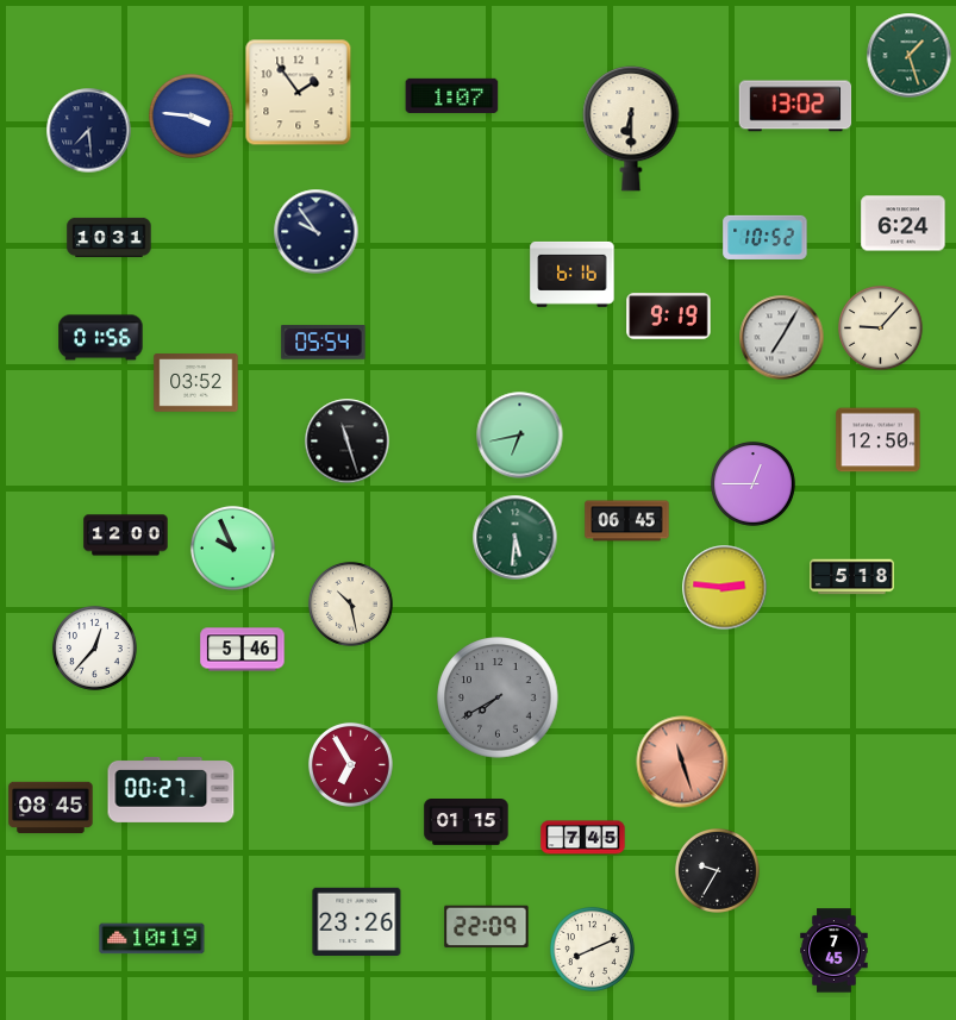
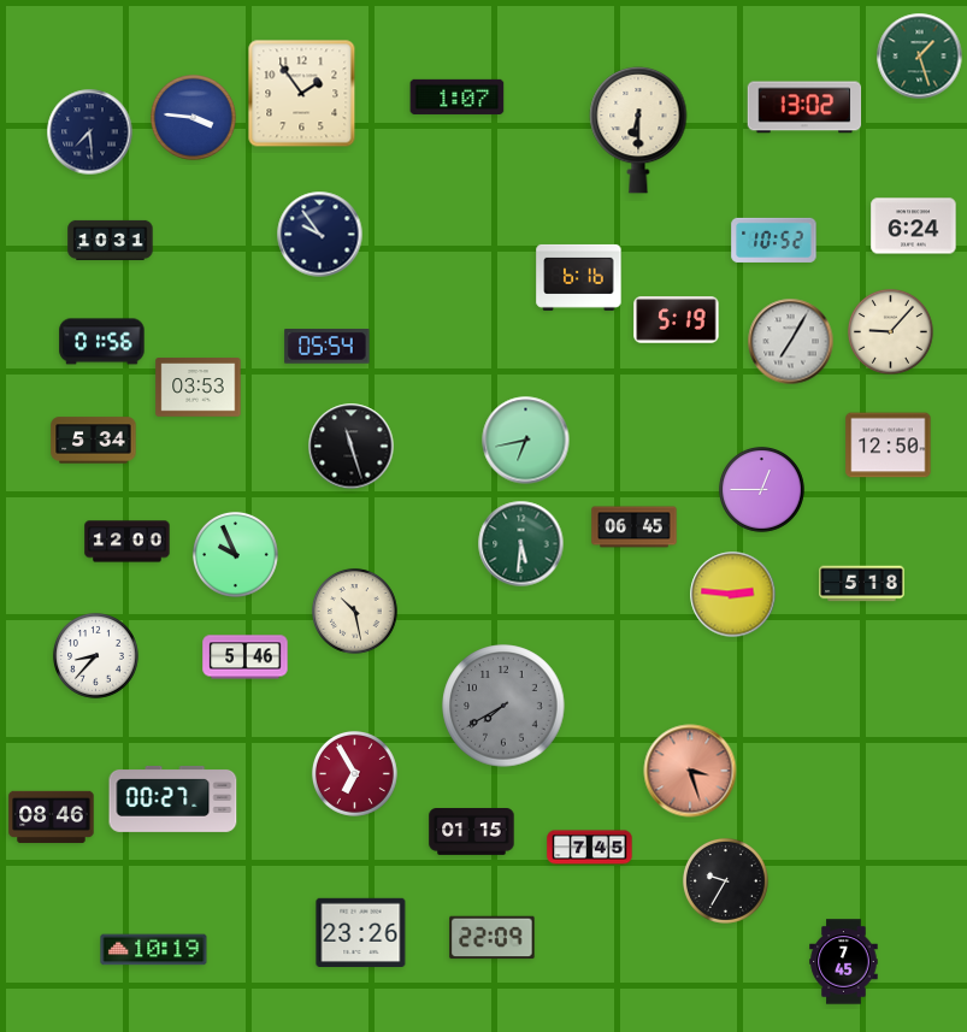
clock at (669, 317): 9:19 -> 5:19
clock at (196, 383): 03:52 -> 03:53
clock at (94, 441): none -> 5:34
clock at (94, 647): 12:37 -> 8:37
clock at (682, 762): 11:27 -> 3:27
clock at (51, 808): 08:45 -> 08:46
clock at (592, 949): 8:11 -> none
